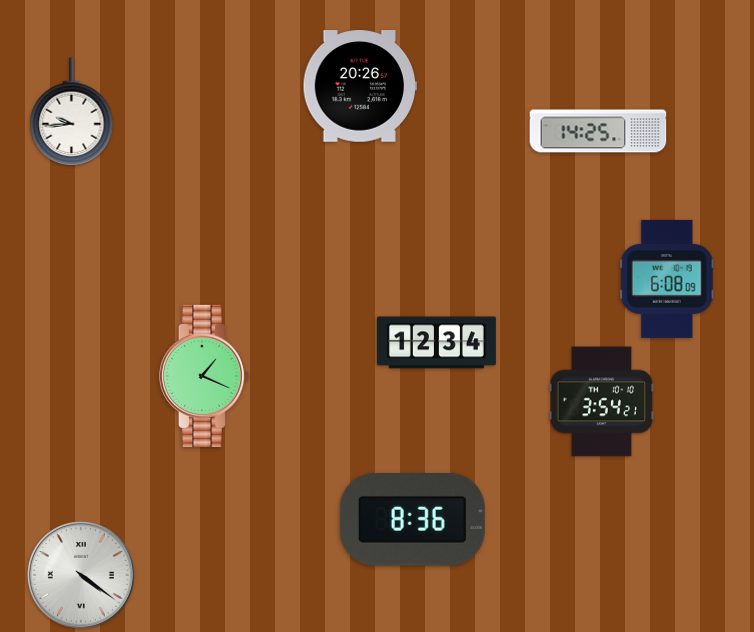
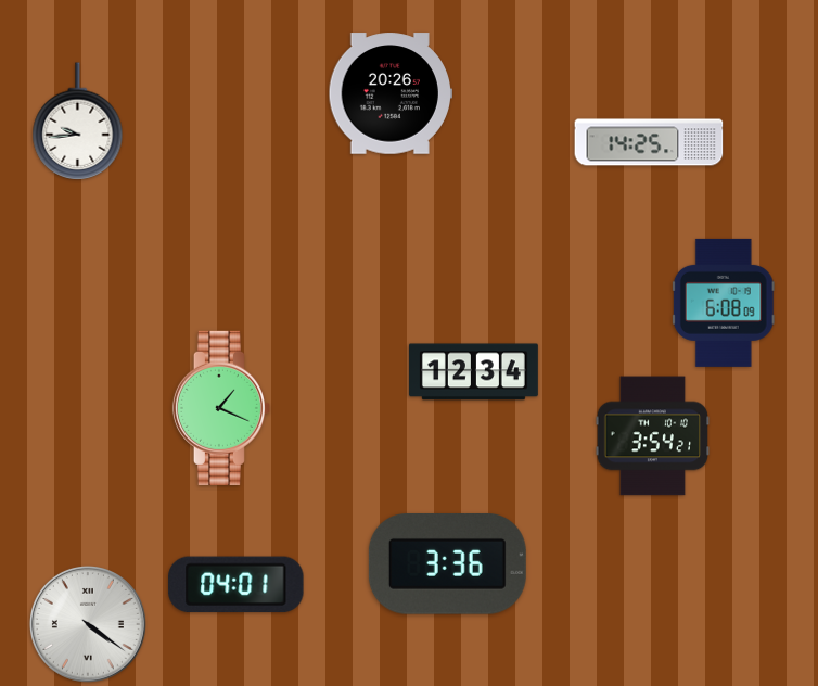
clock at (412, 520): 8:36 -> 3:36
clock at (237, 585): none -> 04:01
